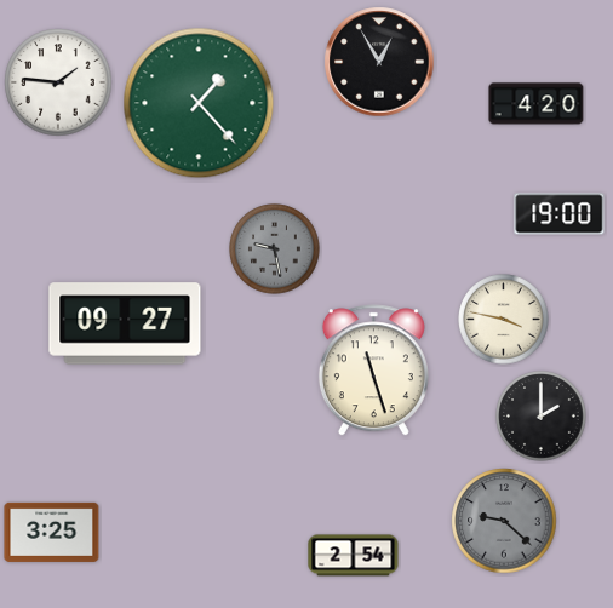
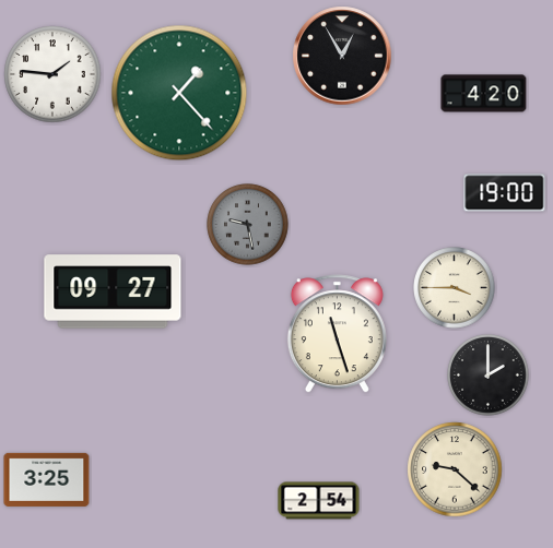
clock at (504, 320): 3:47 -> 3:45
clock at (504, 521) dial: grey -> cream
